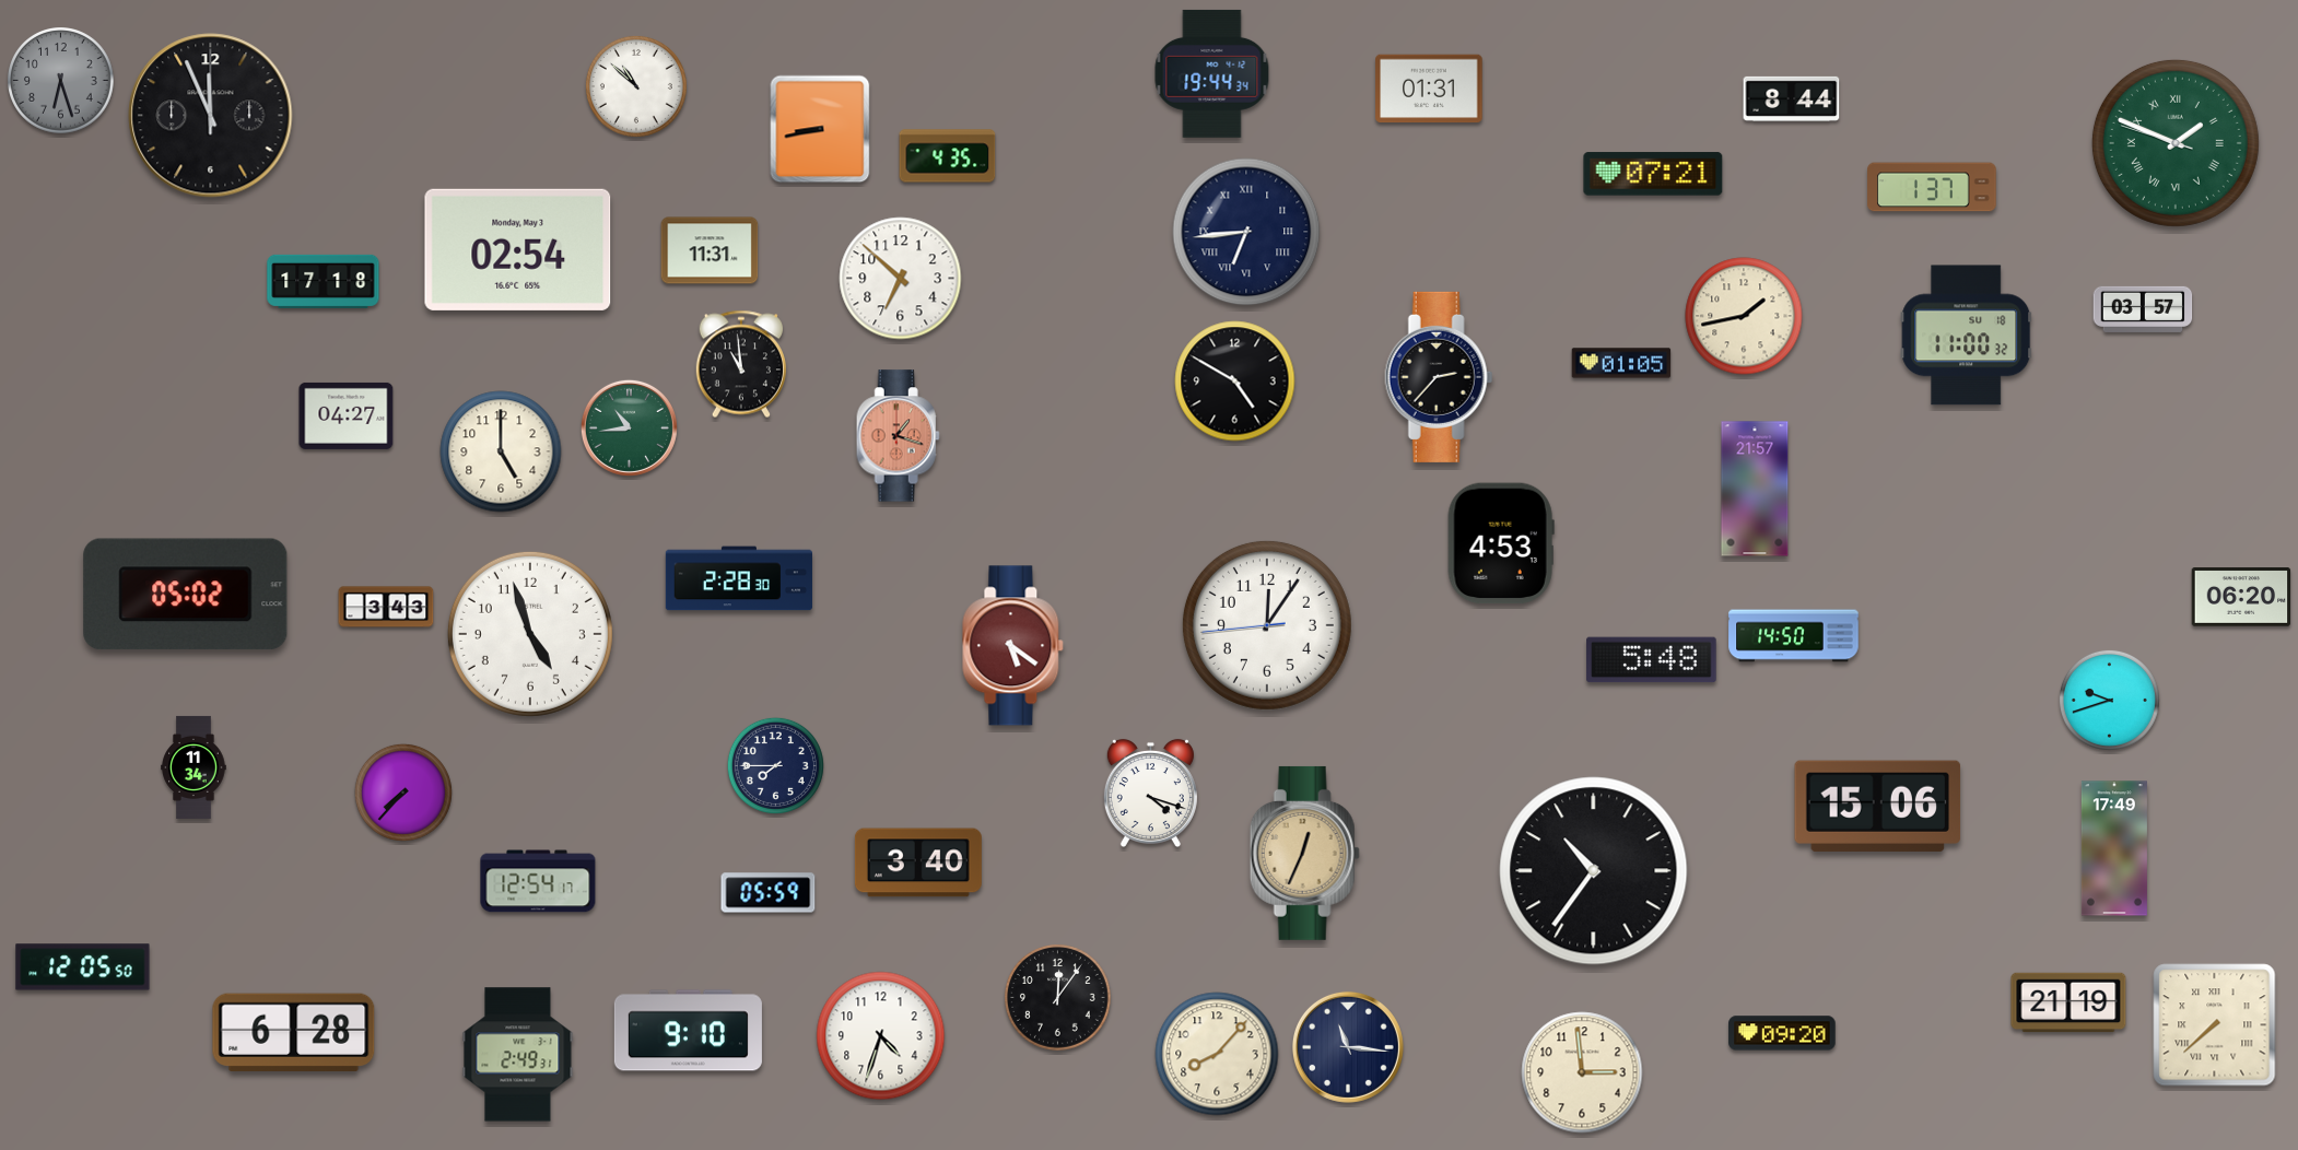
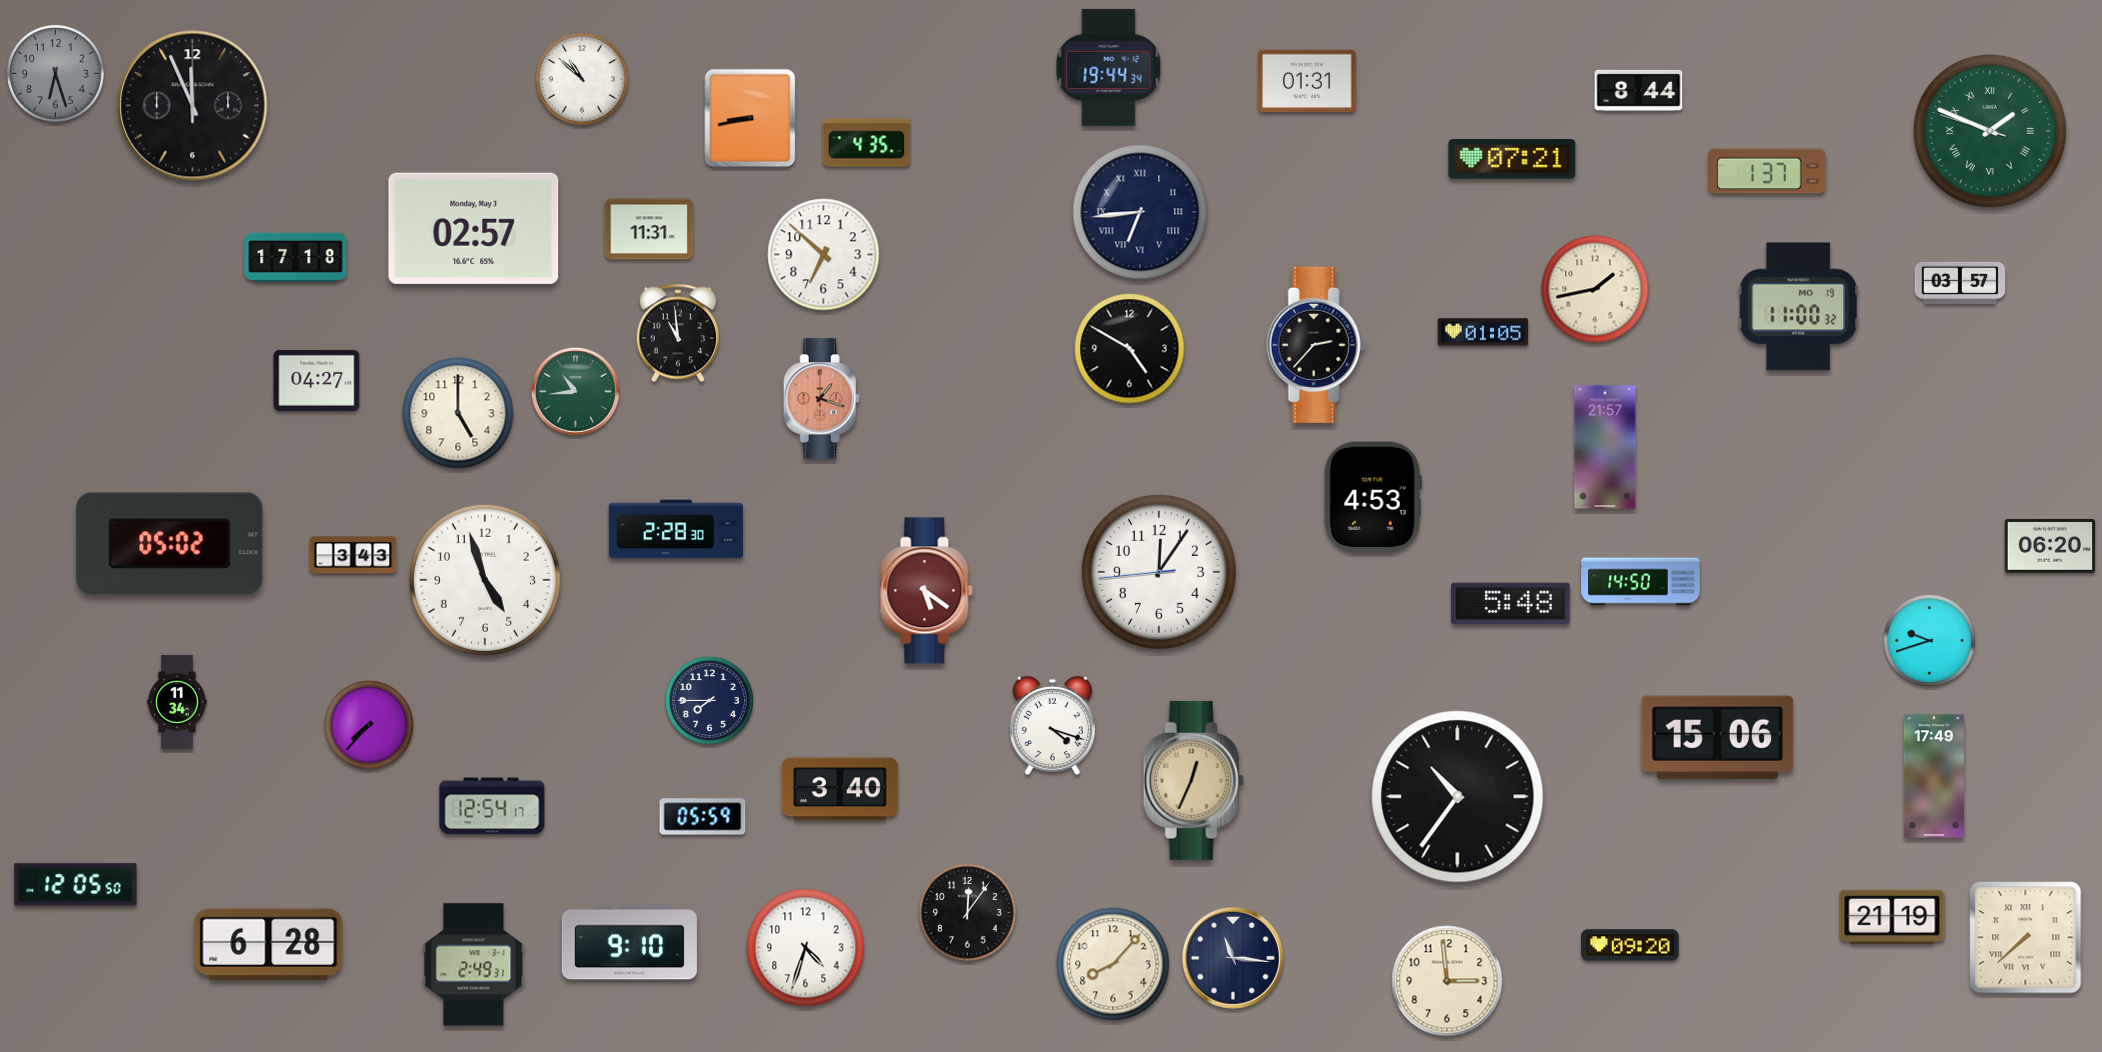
clock at (518, 249): 02:54 -> 02:57
clock at (1967, 336) date: SU 18 -> MO 19
